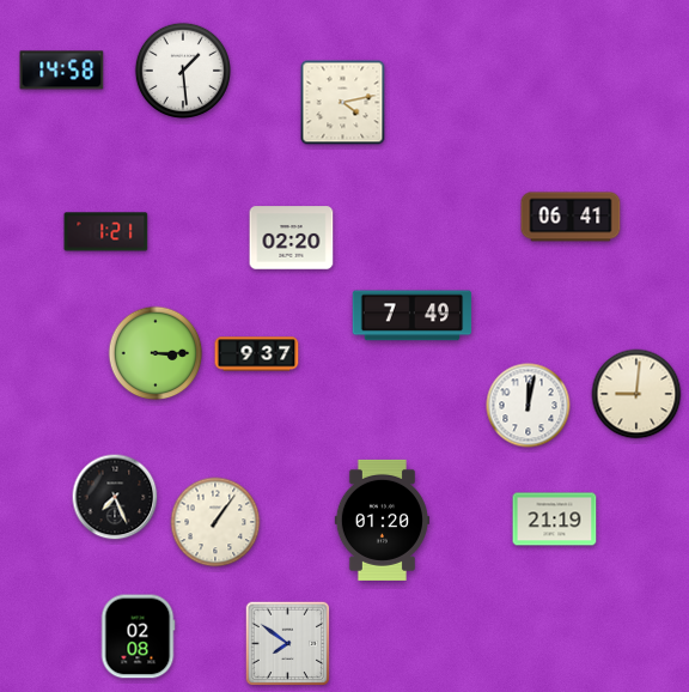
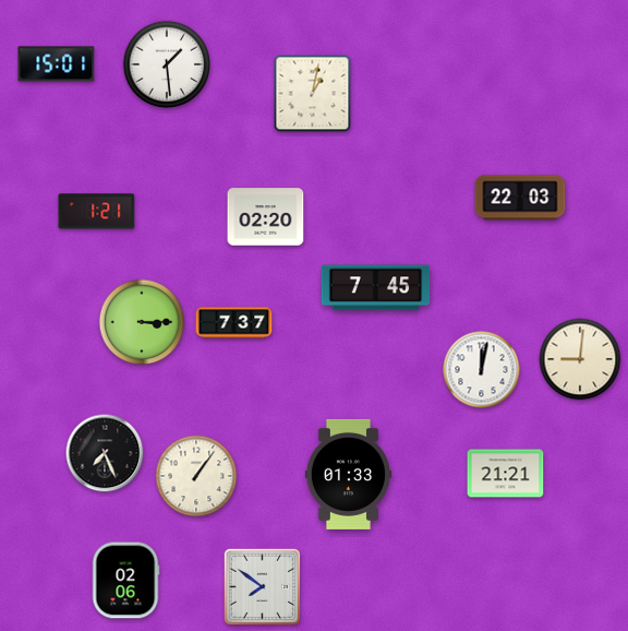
clock at (62, 71): 14:58 -> 15:01
clock at (343, 103): 4:13 -> 1:02
clock at (571, 217): 06:41 -> 22:03
clock at (413, 316): 7:49 -> 7:45
clock at (257, 354): 9:37 -> 7:37
clock at (382, 520): 01:20 -> 01:33
clock at (555, 520): 21:19 -> 21:21
clock at (138, 637): 02:08 -> 02:06
